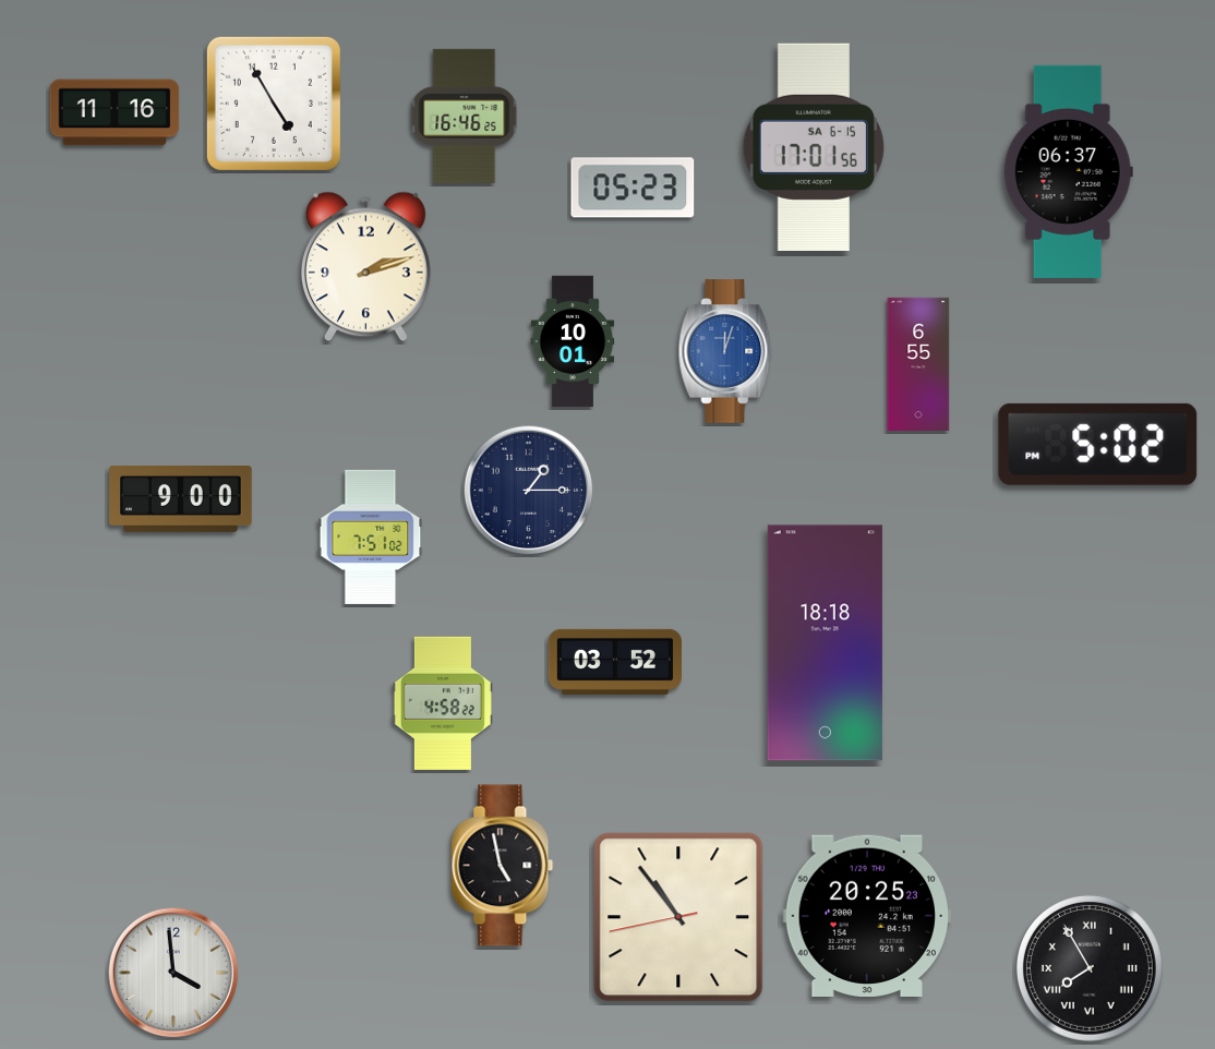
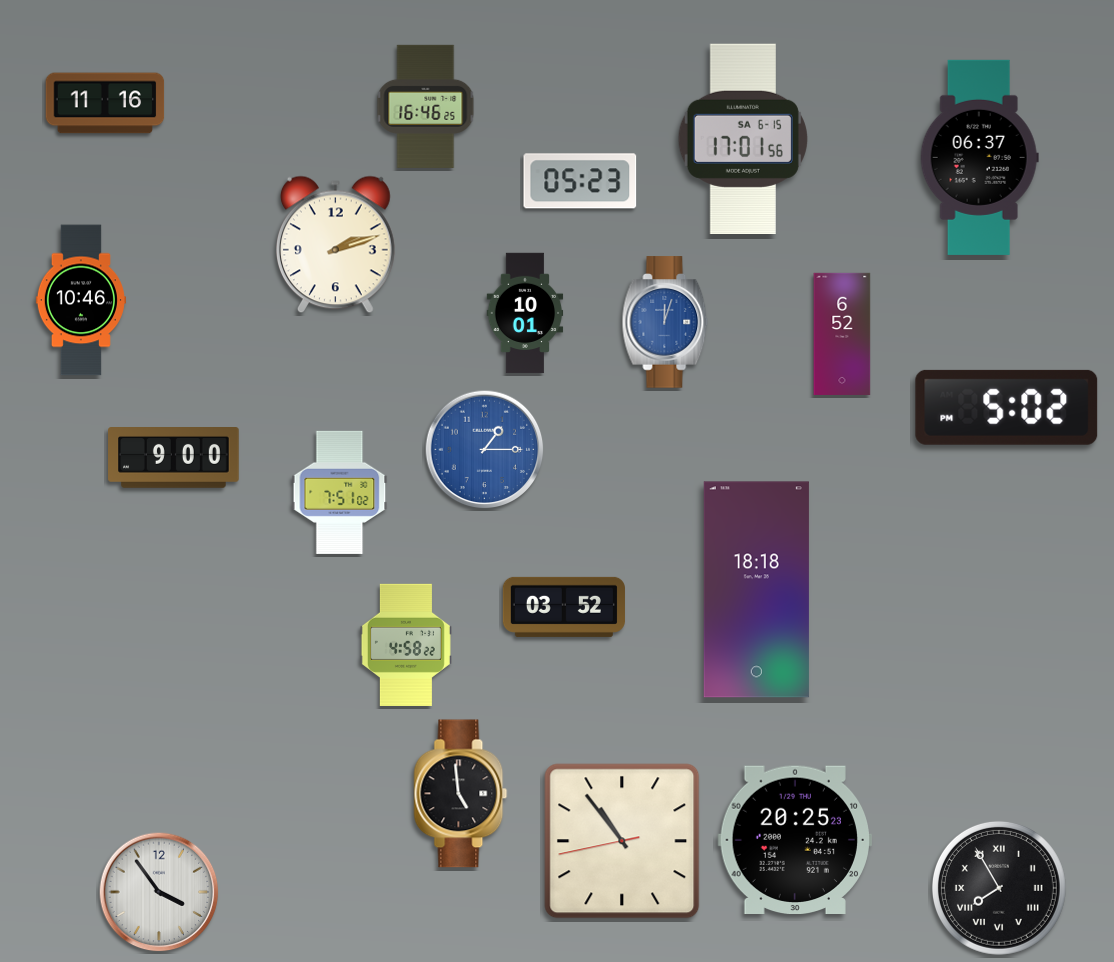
clock at (274, 104): 4:55 -> none
clock at (814, 146) position: (814, 146) -> (743, 138)
clock at (633, 188) position: (633, 188) -> (580, 181)
clock at (81, 300): none -> 10:46
clock at (918, 363): 6:55 -> 6:52
clock at (529, 491) dial: navy -> blue
clock at (181, 499) position: (181, 499) -> (174, 458)
clock at (503, 866): 4:58 -> 4:59
clock at (173, 973): 3:59 -> 3:54
